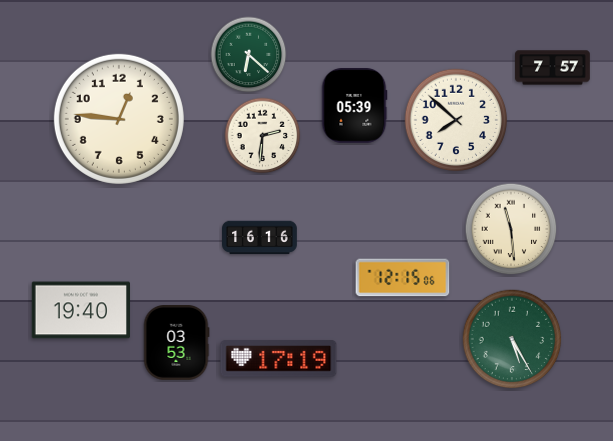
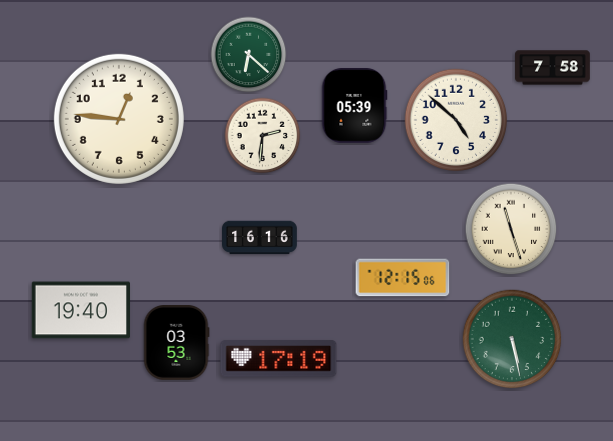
clock at (553, 68): 7:57 -> 7:58
clock at (456, 120): 7:52 -> 4:52
clock at (511, 229): 11:29 -> 11:27
clock at (512, 339): 5:25 -> 5:28
